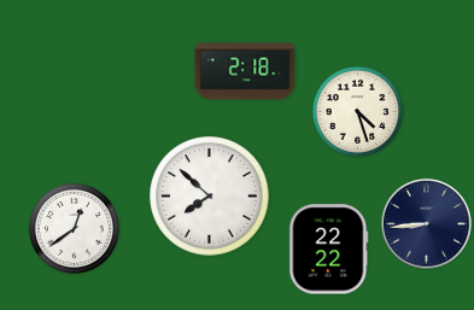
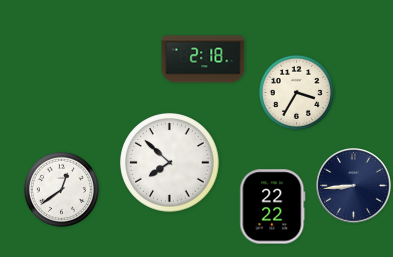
clock at (357, 111): 4:27 -> 3:35
clock at (210, 197) position: (210, 197) -> (170, 163)
